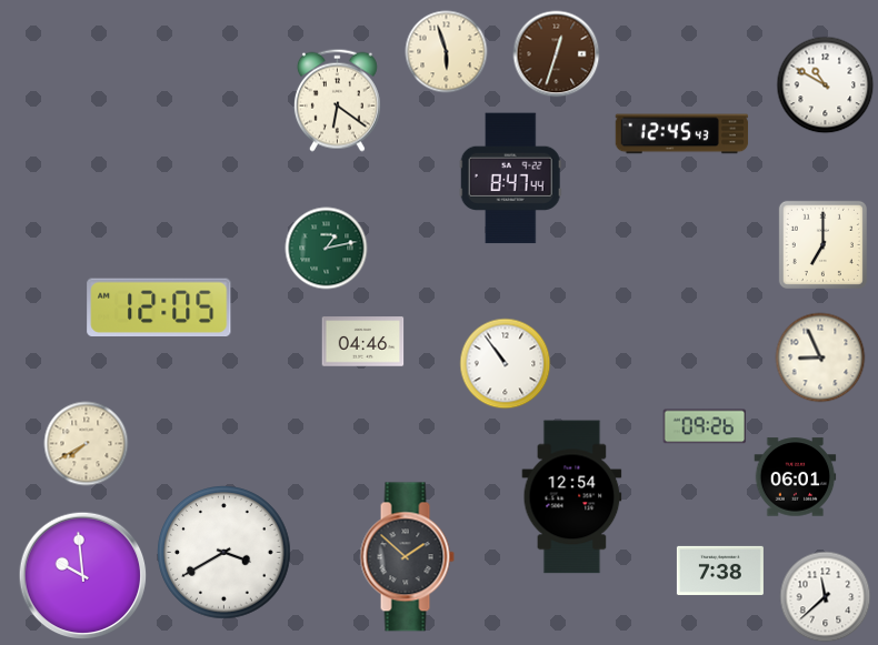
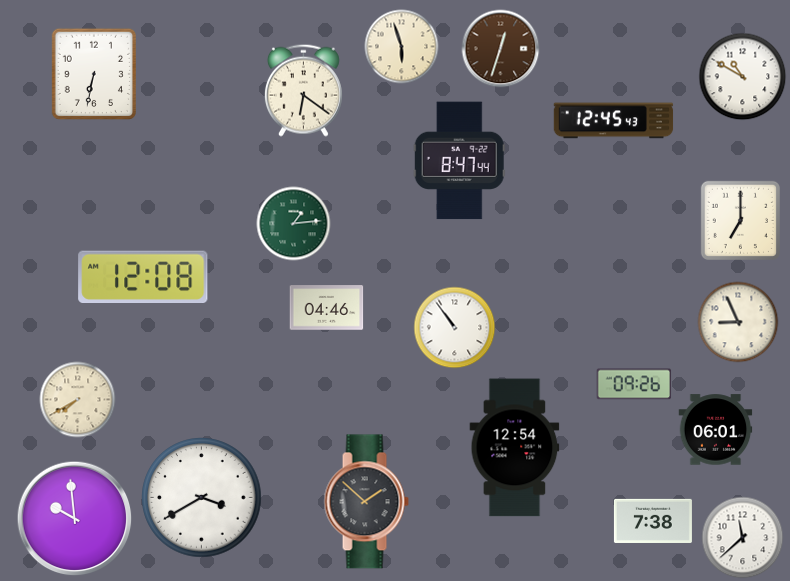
clock at (93, 73): none -> 6:32
clock at (327, 249): 1:13 -> 1:14
clock at (159, 306): 12:05 -> 12:08
clock at (720, 571) position: (720, 571) -> (653, 521)
